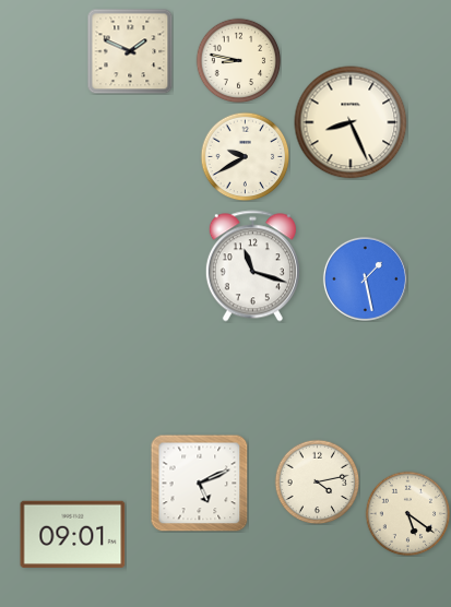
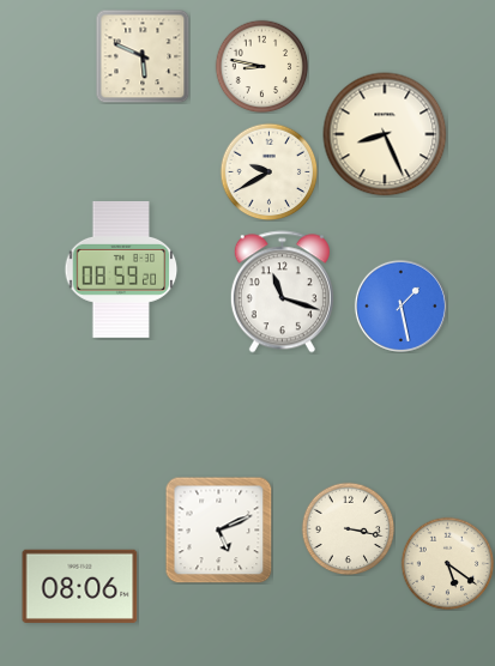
clock at (130, 51): 1:49 -> 5:49
clock at (121, 270): none -> 08:59
clock at (252, 266) position: (252, 266) -> (282, 292)
clock at (317, 481): 4:13 -> 3:17
clock at (73, 534): 09:01 -> 08:06
